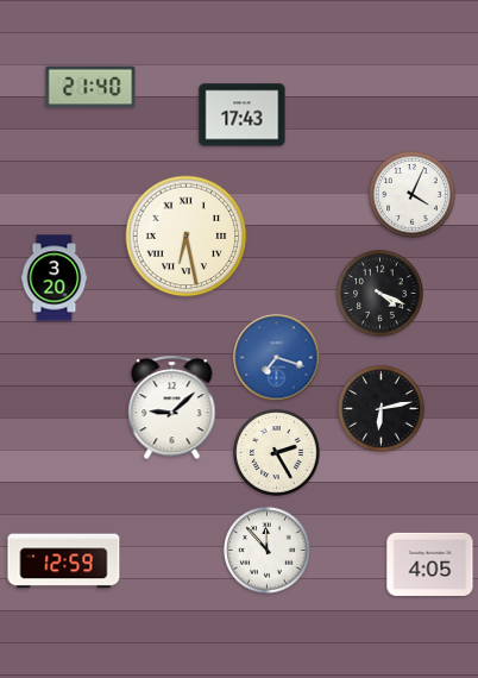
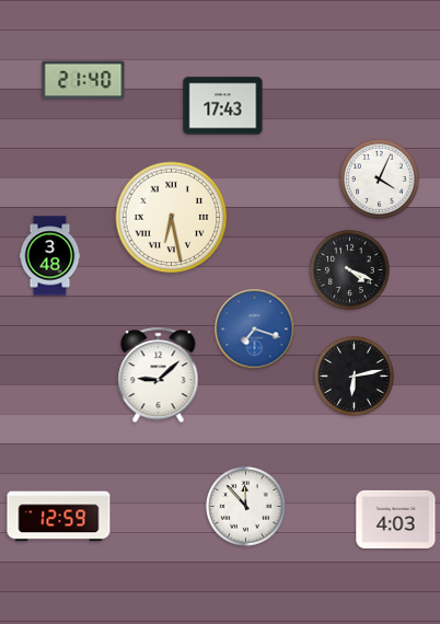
clock at (55, 278): 3:20 -> 3:48
clock at (382, 409) position: (382, 409) -> (355, 377)
clock at (277, 453): 2:25 -> none
clock at (430, 564): 4:05 -> 4:03
